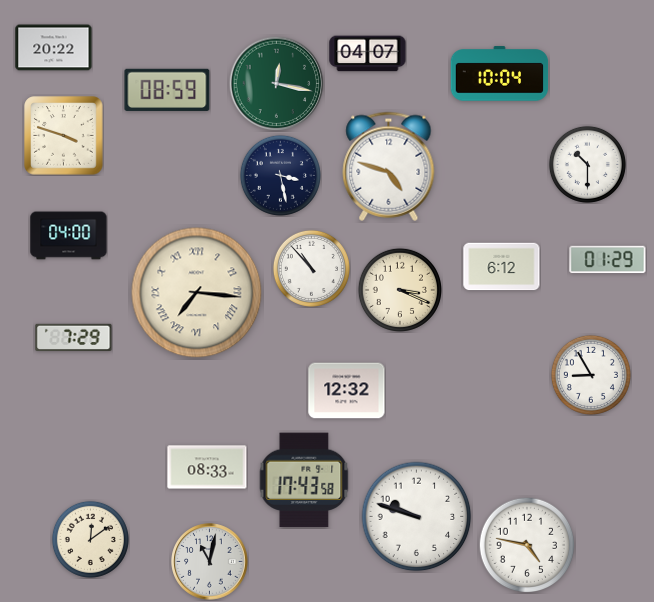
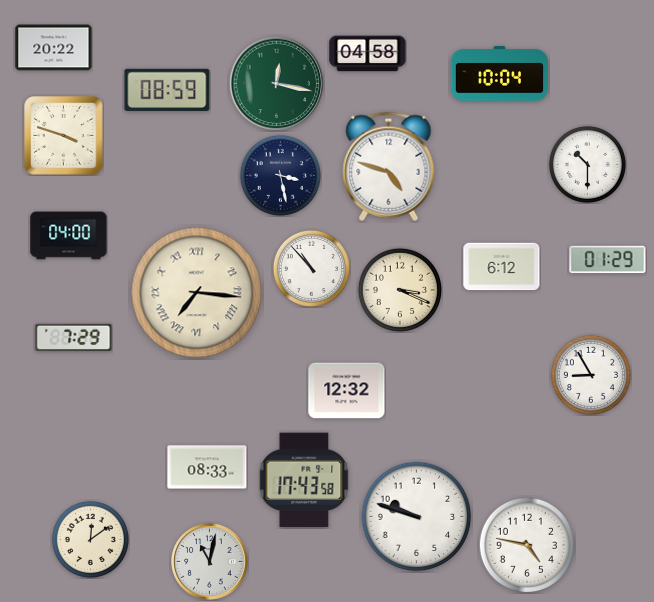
clock at (368, 54): 04:07 -> 04:58
